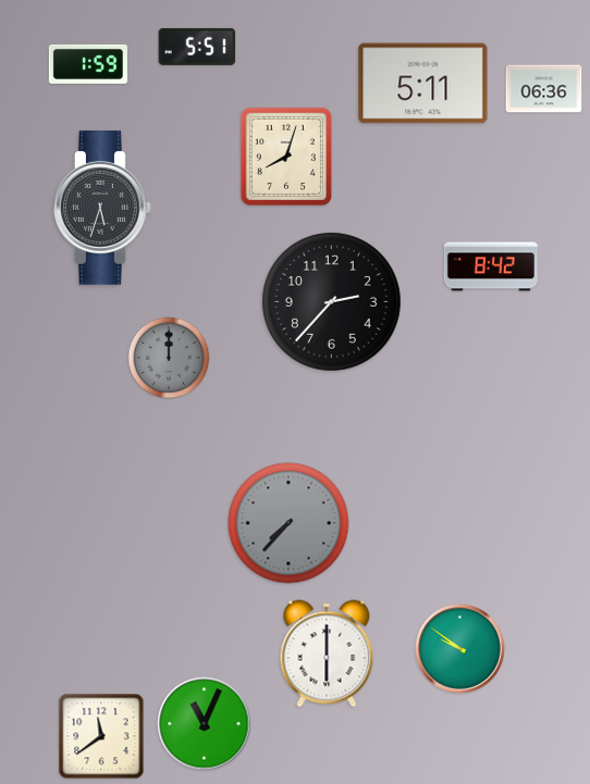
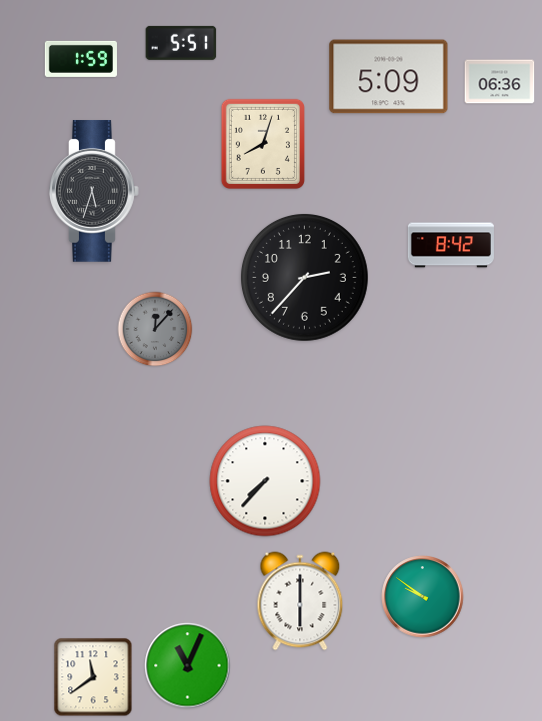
clock at (423, 84): 5:11 -> 5:09
clock at (169, 358): 12:00 -> 12:07
clock at (288, 523) dial: grey -> white
